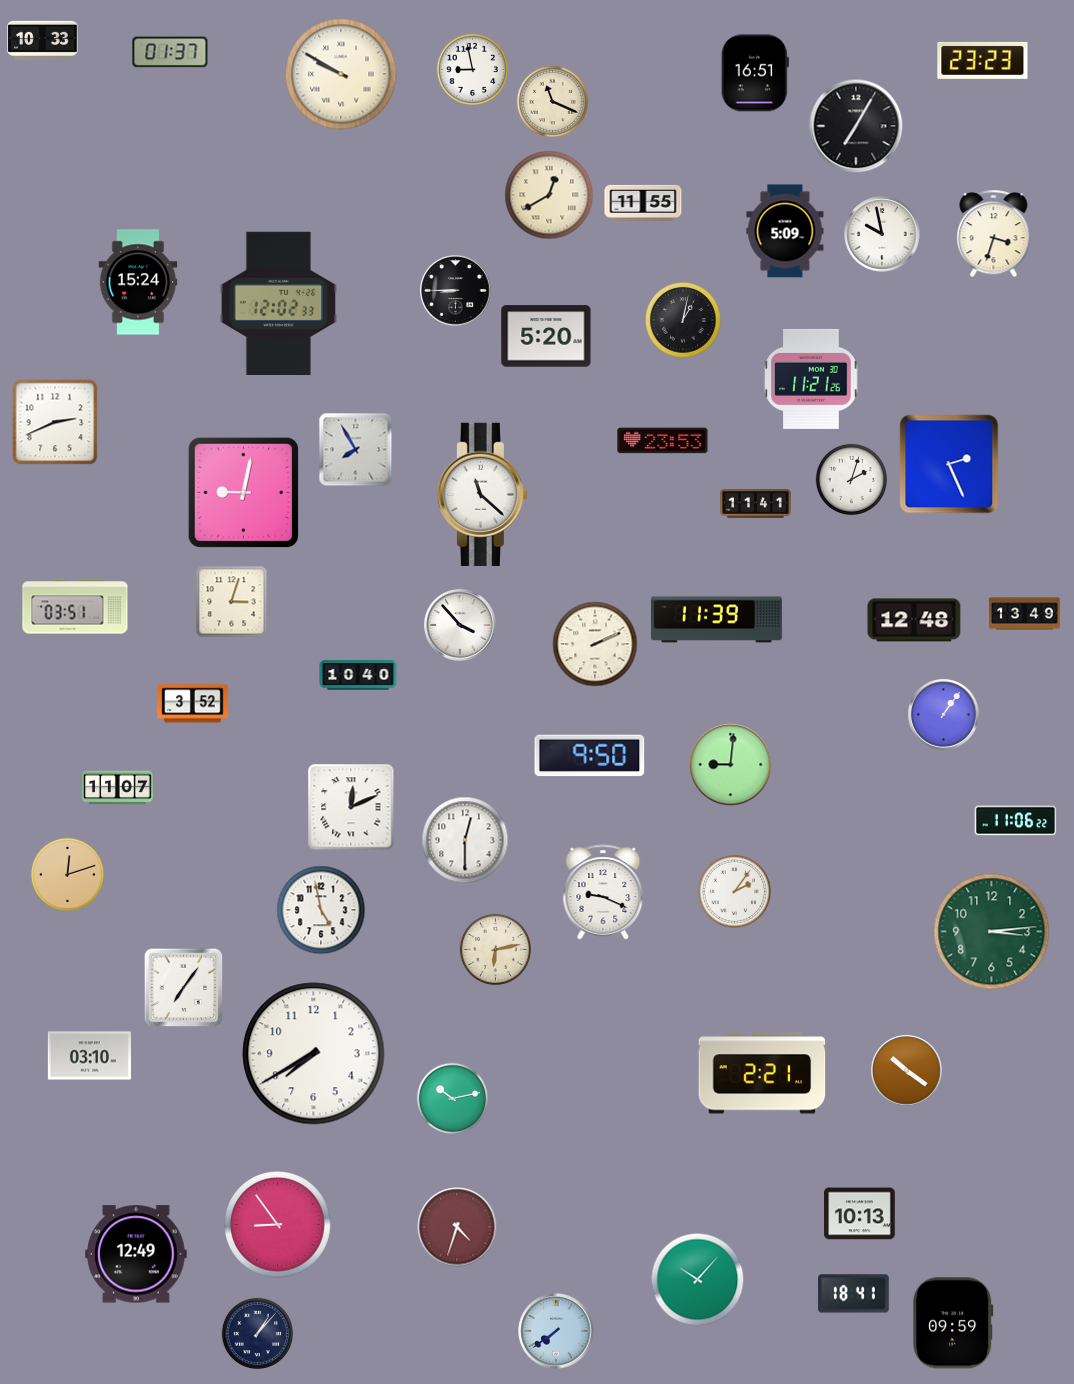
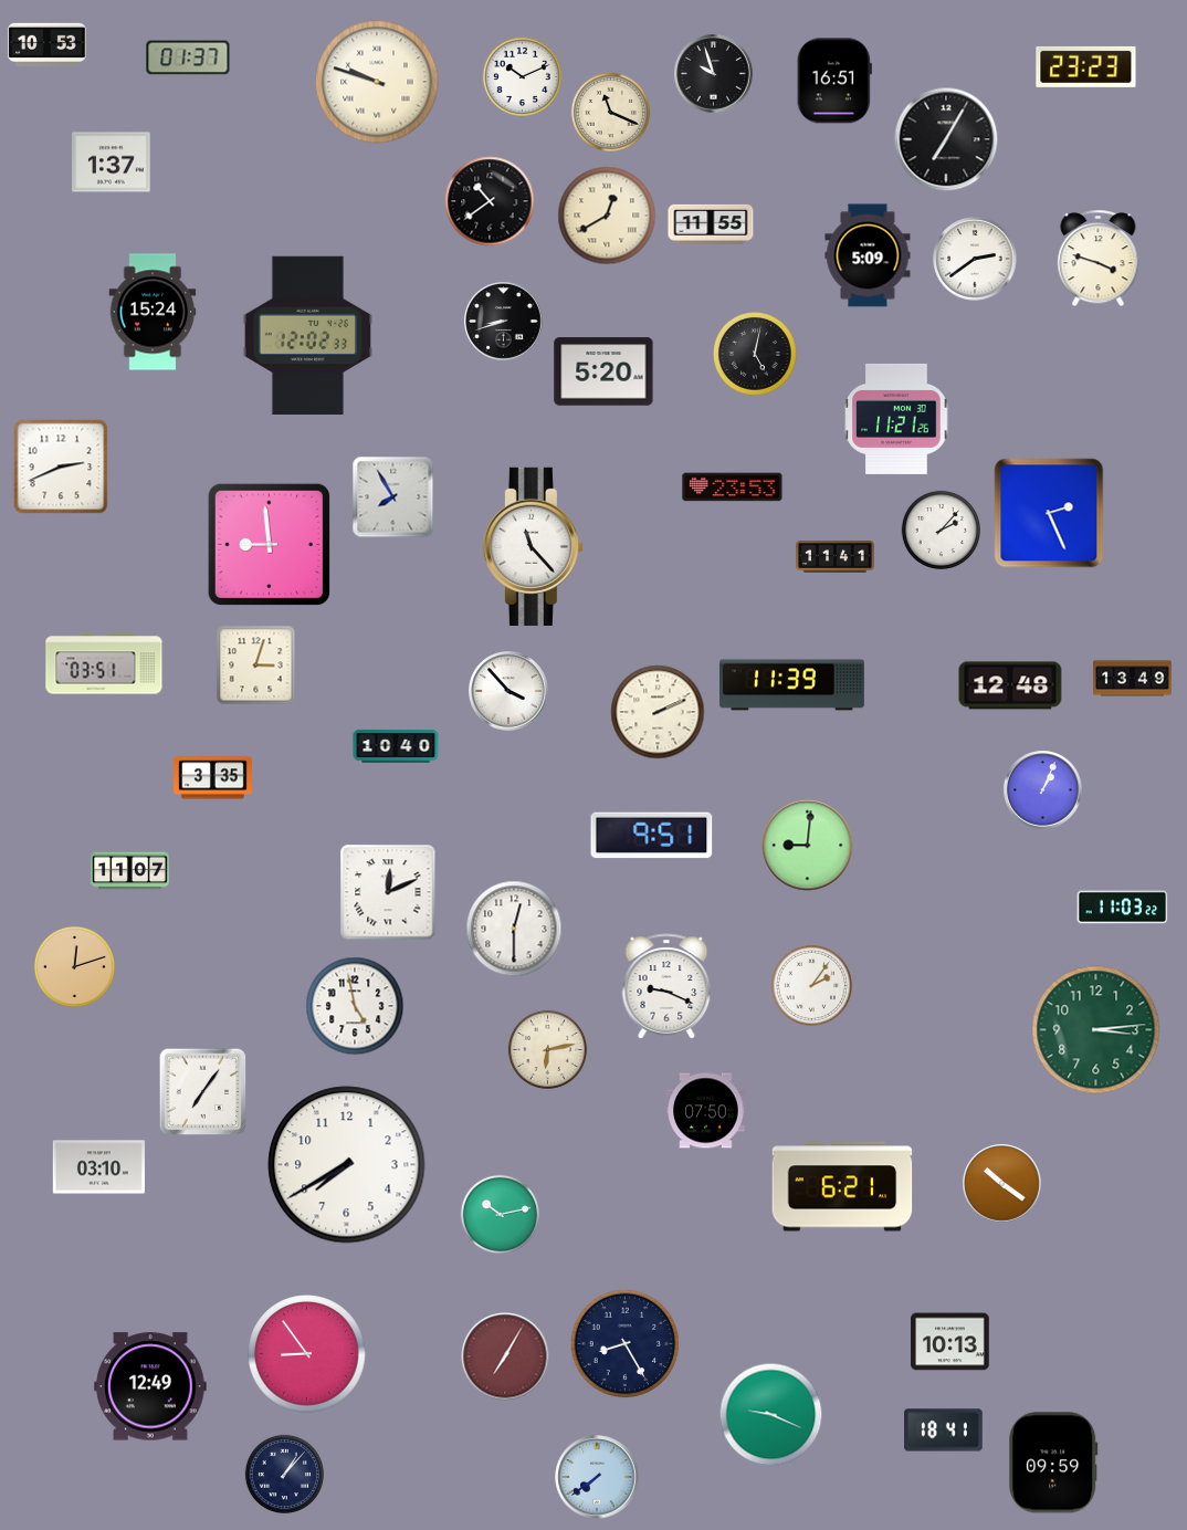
clock at (43, 40): 10:33 -> 10:53
clock at (714, 74): none -> 9:57
clock at (472, 69): 8:58 -> 10:11
clock at (341, 74): 9:50 -> 9:48
clock at (112, 163): none -> 1:37
clock at (490, 201): none -> 10:39
clock at (882, 234): 9:58 -> 2:39
clock at (994, 234): 3:33 -> 3:48
clock at (456, 291): 8:45 -> 8:42
clock at (684, 321): 1:02 -> 5:02
clock at (851, 479): 2:03 -> 2:07
clock at (244, 493): 9:02 -> 8:59
clock at (482, 494): 11:22 -> 11:23
clock at (75, 606) position: (75, 606) -> (104, 663)
clock at (193, 704): 3:52 -> 3:35
clock at (944, 715): 1:06 -> 1:04
clock at (590, 756): 9:50 -> 9:51
clock at (1016, 821): 11:06 -> 11:03
clock at (706, 1111): none -> 07:50
clock at (762, 1073): 2:21 -> 6:21
clock at (626, 1344): none -> 8:25
clock at (457, 1227): 4:33 -> 7:05
clock at (698, 1280): 10:07 -> 9:19
clock at (556, 1331) position: (556, 1331) -> (597, 1477)
